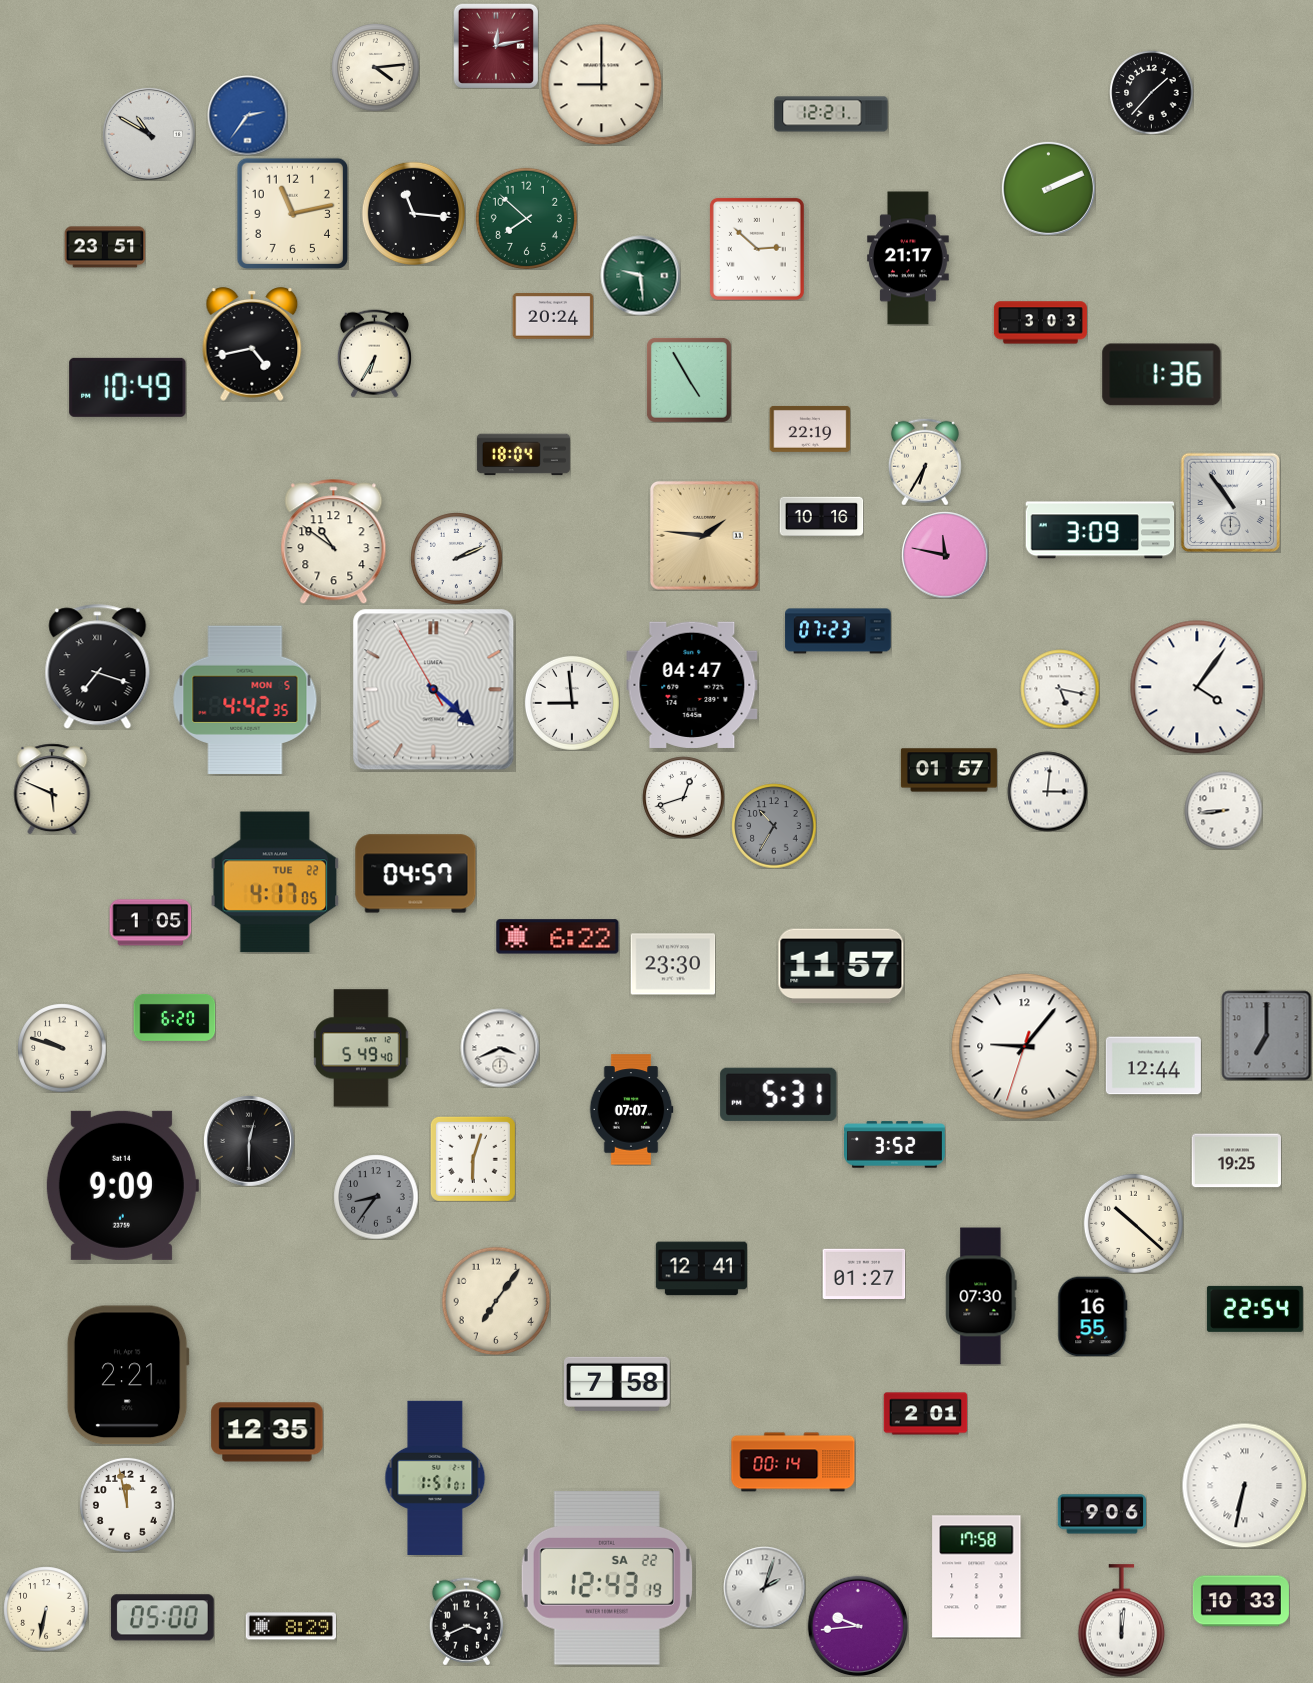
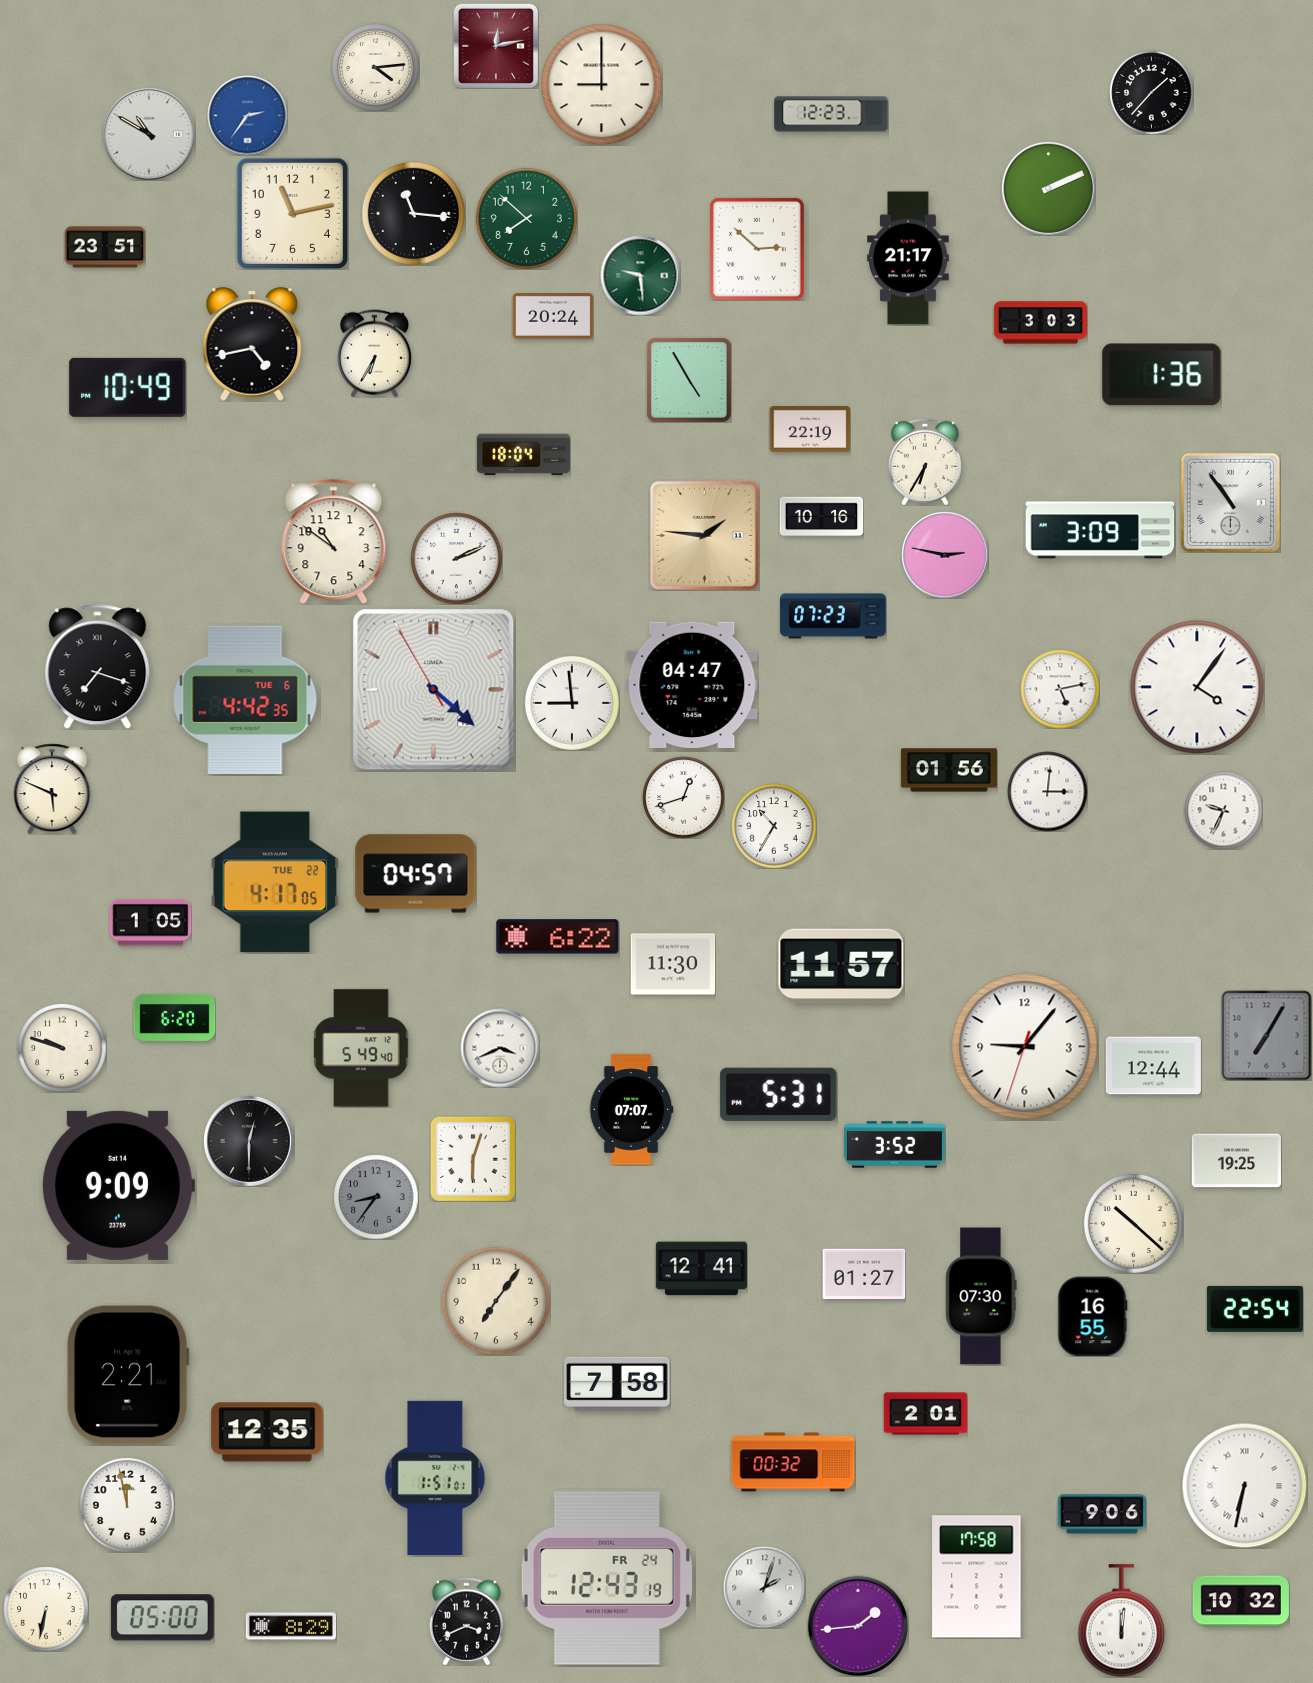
clock at (831, 114): 12:21 -> 12:23
clock at (945, 555): 11:47 -> 2:47
clock at (838, 631) position: (838, 631) -> (833, 616)
clock at (1060, 689): 5:17 -> 5:13
clock at (245, 700) date: MON 5 -> TUE 6
clock at (949, 770): 01:57 -> 01:56
clock at (1223, 810): 8:44 -> 9:34
clock at (774, 826) dial: grey -> white
clock at (673, 964): 23:30 -> 11:30
clock at (1266, 1035): 7:00 -> 7:05
clock at (122, 1185) position: (122, 1185) -> (118, 1185)
clock at (793, 1462): 00:14 -> 00:32
clock at (607, 1578) date: SA 22 -> FR 24
clock at (1241, 1601): 10:33 -> 10:32
clock at (858, 1626): 9:44 -> 1:44
